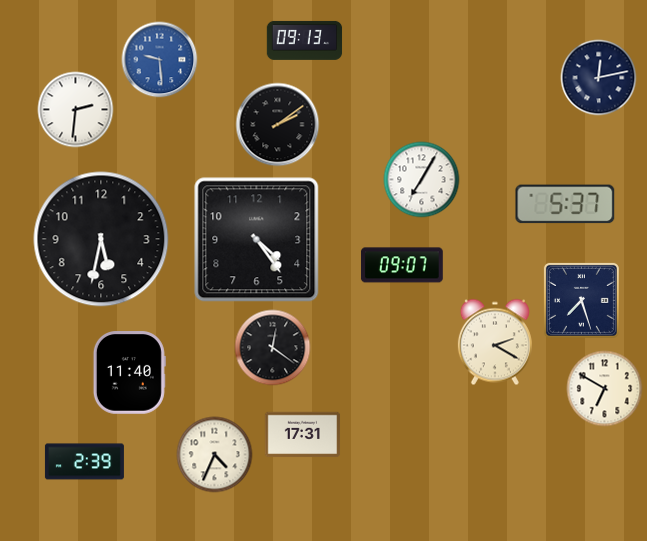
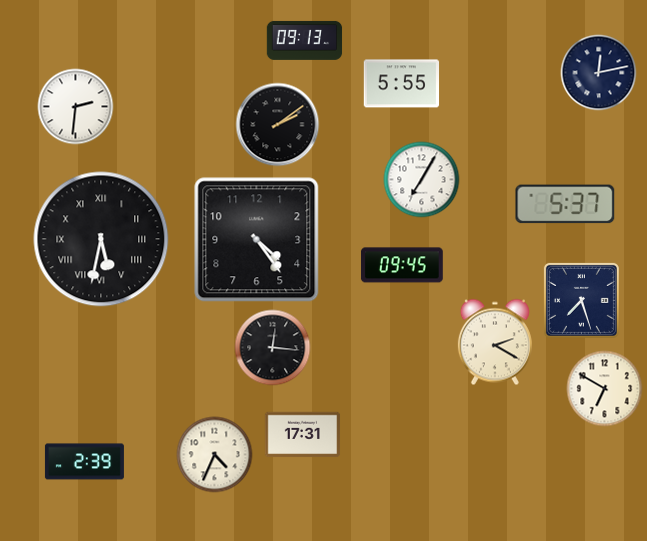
clock at (160, 60): 9:29 -> none
clock at (599, 78) position: (599, 78) -> (599, 73)
clock at (402, 84): none -> 5:55
clock at (76, 110) position: (76, 110) -> (76, 107)
clock at (101, 239) numerals: Arabic -> Roman
clock at (402, 265): 09:07 -> 09:45
clock at (273, 348): 12:21 -> 12:16
clock at (129, 373): 11:40 -> none
